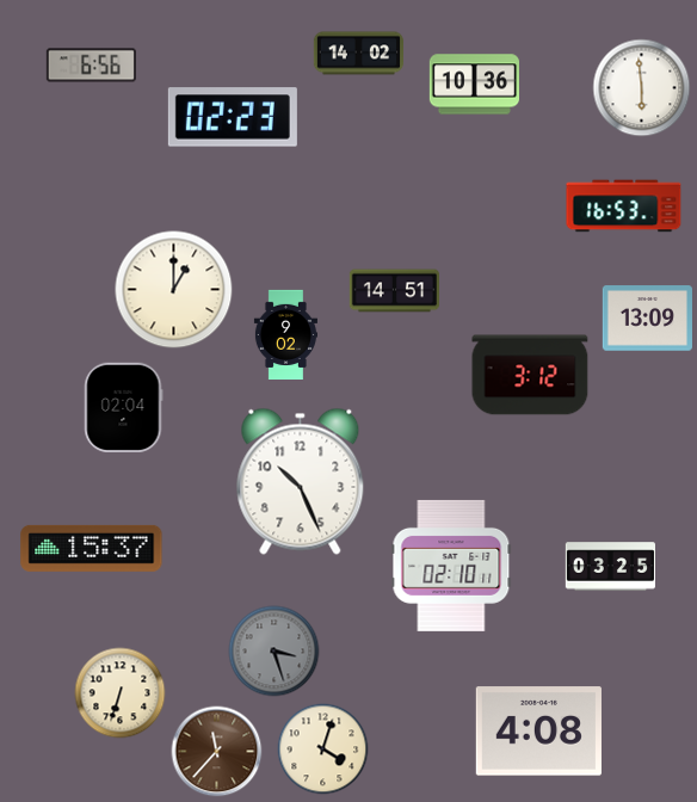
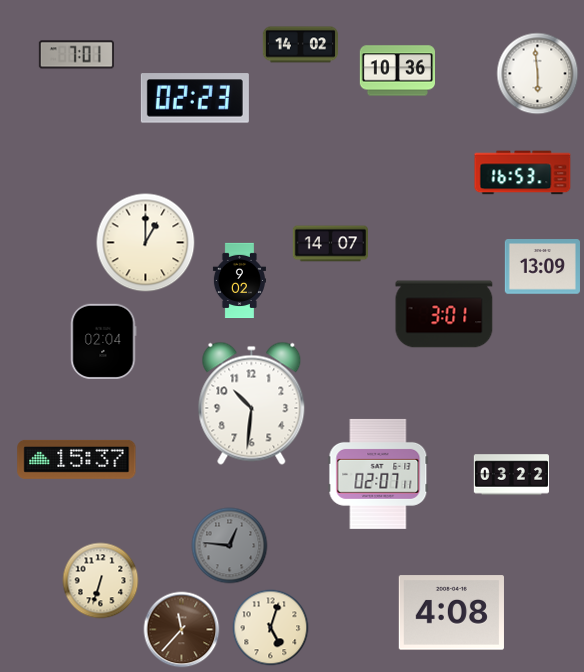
clock at (91, 66): 6:56 -> 7:01
clock at (394, 291): 14:51 -> 14:07
clock at (530, 375): 3:12 -> 3:01
clock at (301, 481): 10:26 -> 10:31
clock at (451, 566): 02:10 -> 02:07
clock at (610, 567): 03:25 -> 03:22
clock at (275, 652): 3:27 -> 12:46
clock at (323, 749): 4:03 -> 5:03
